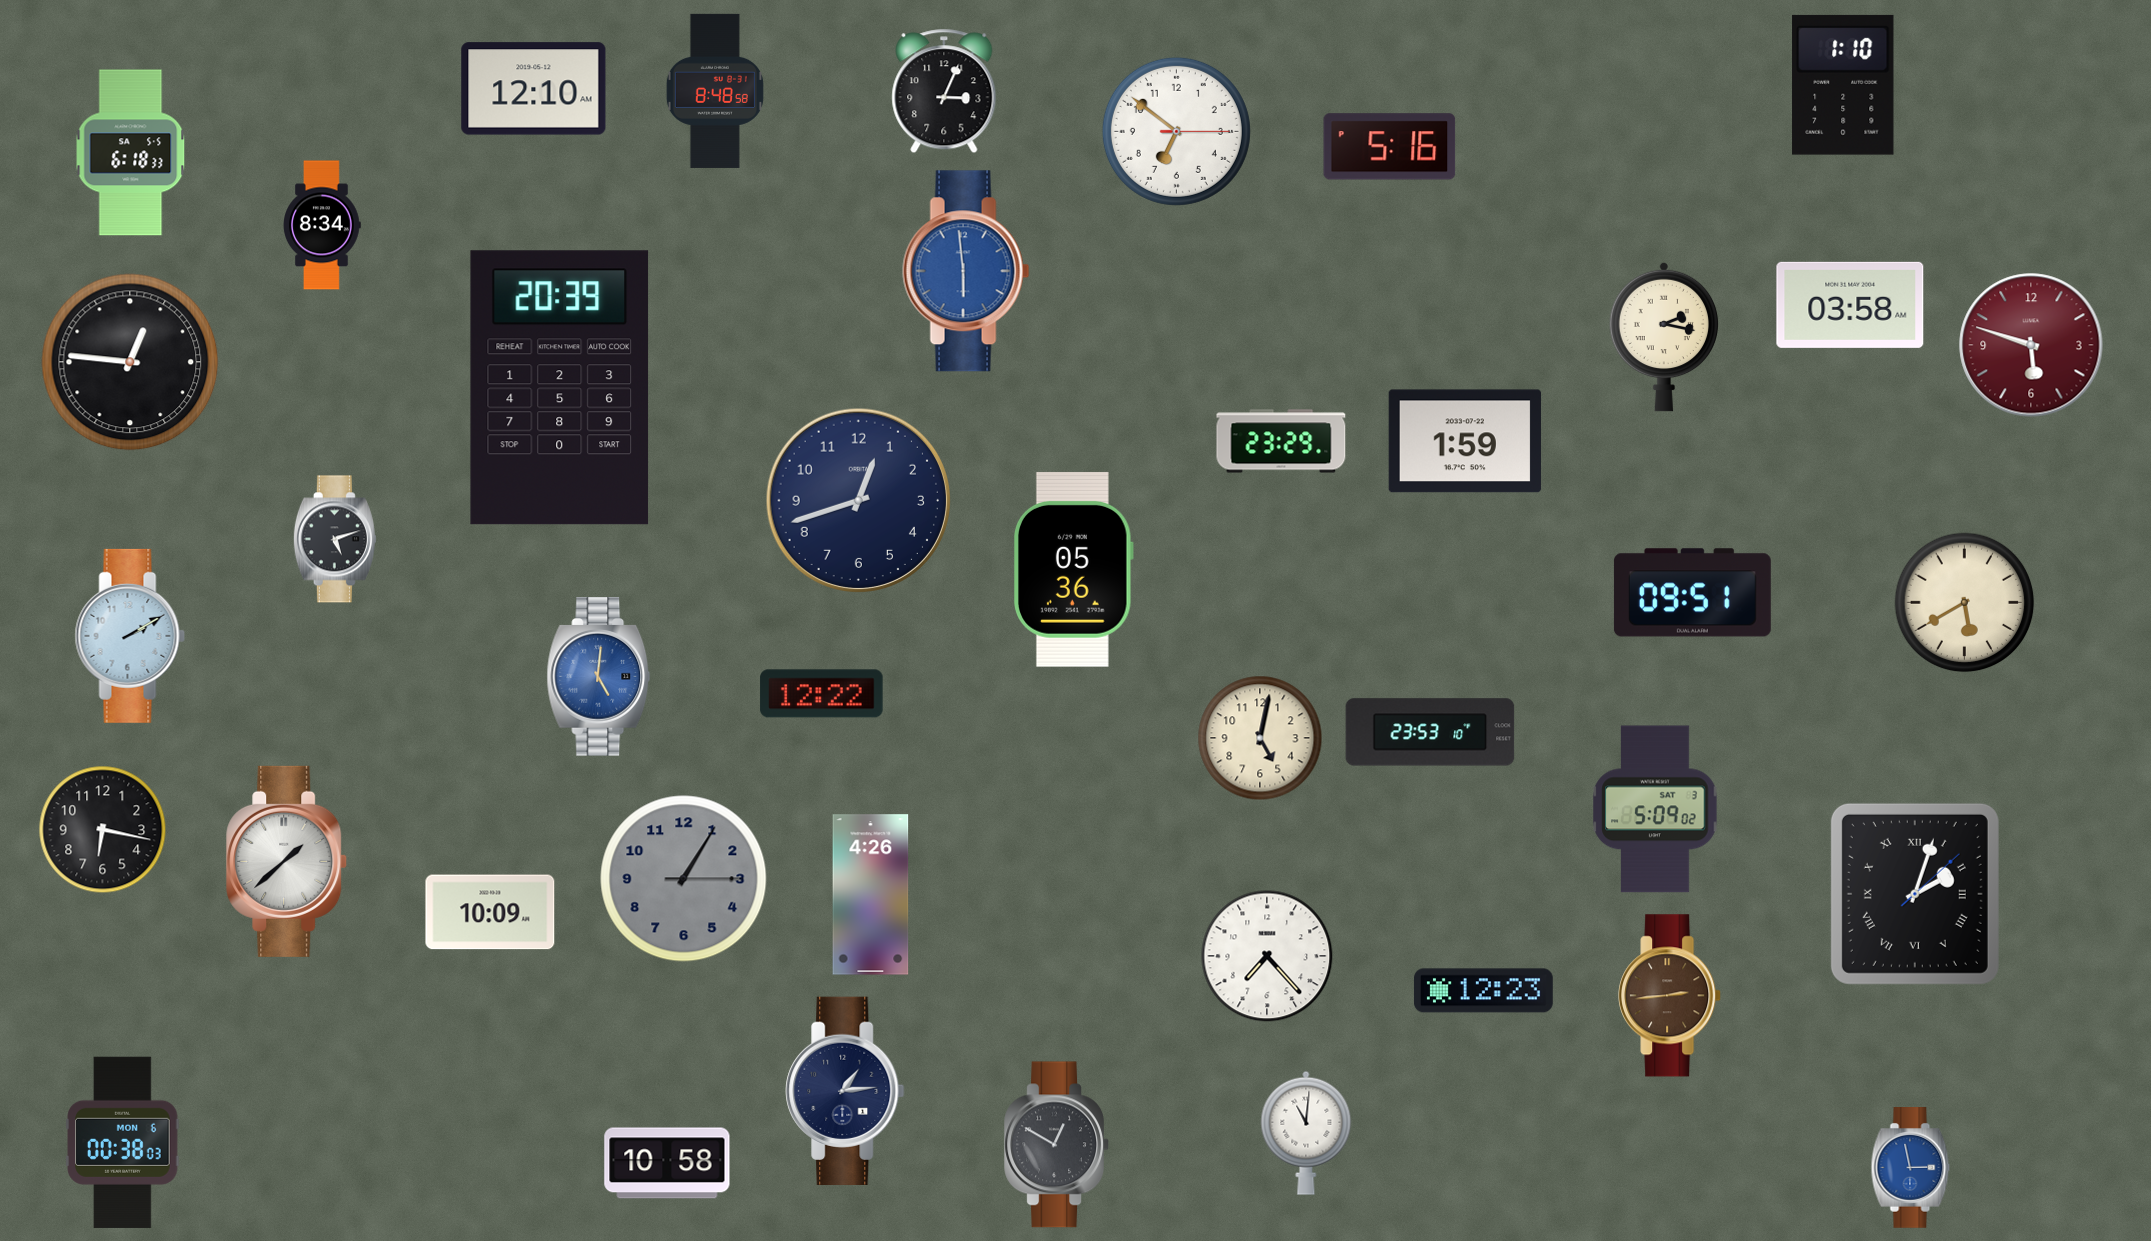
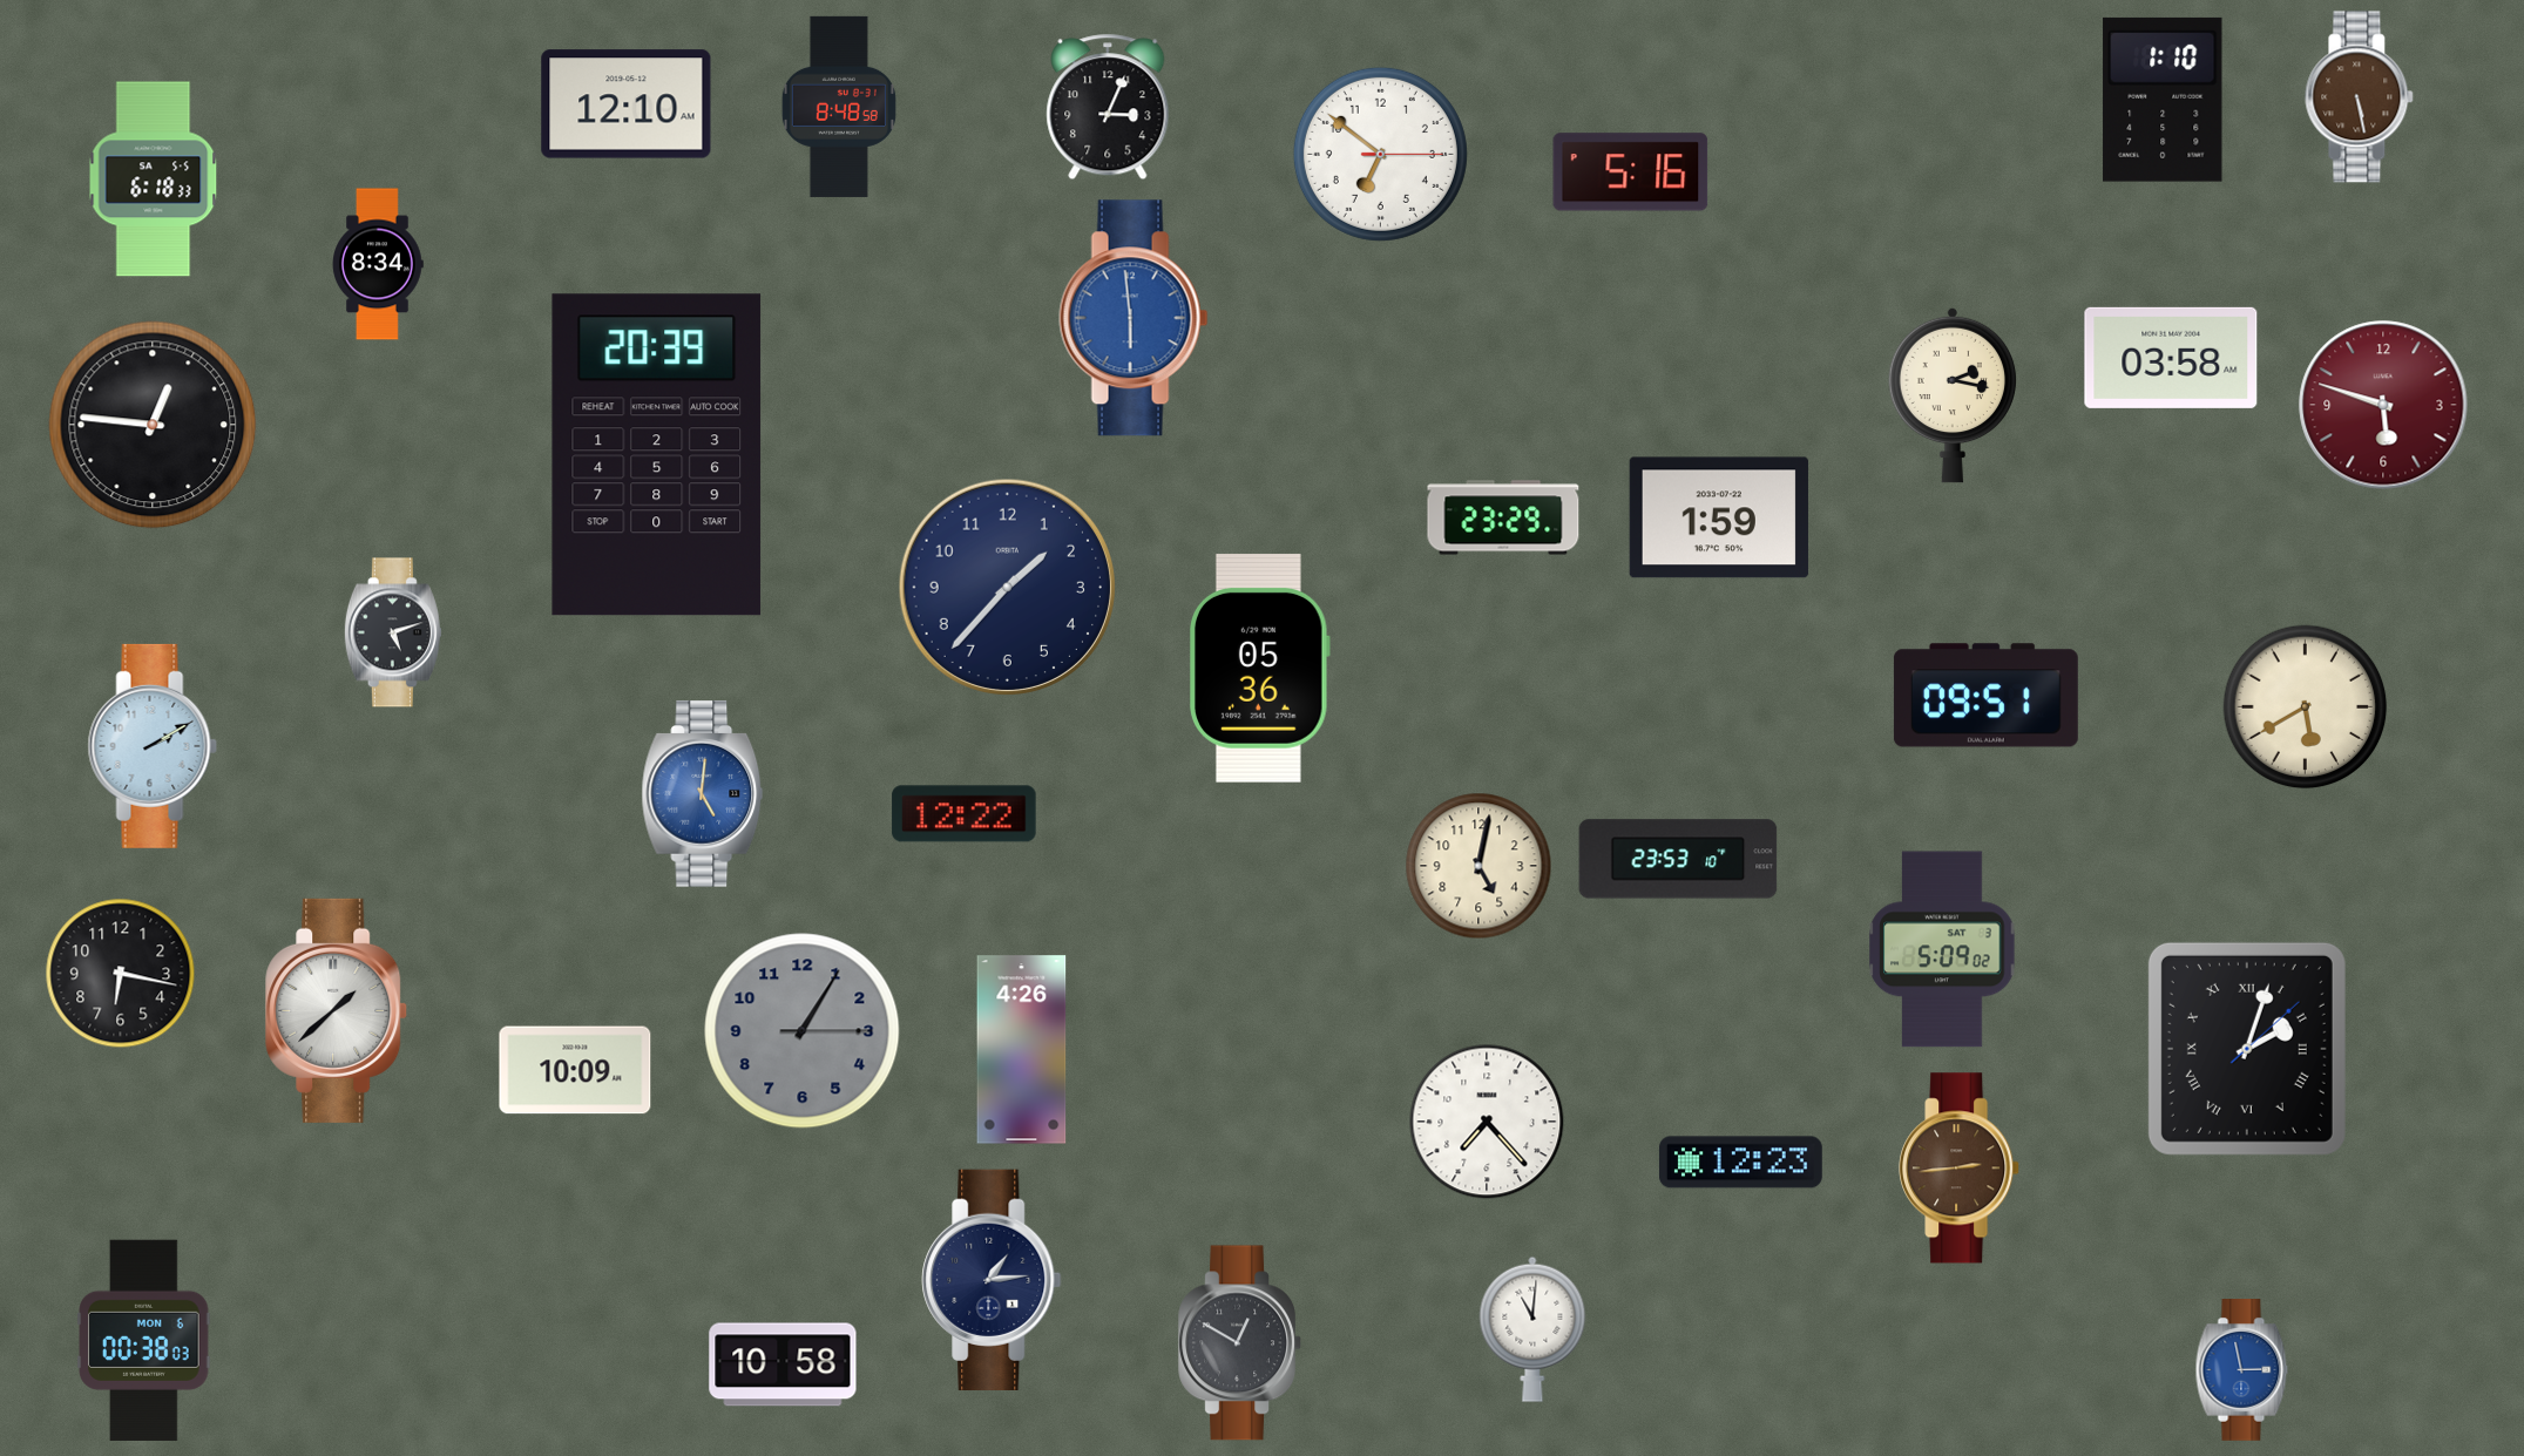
clock at (2360, 97): none -> 5:28
clock at (858, 500): 12:42 -> 1:37
